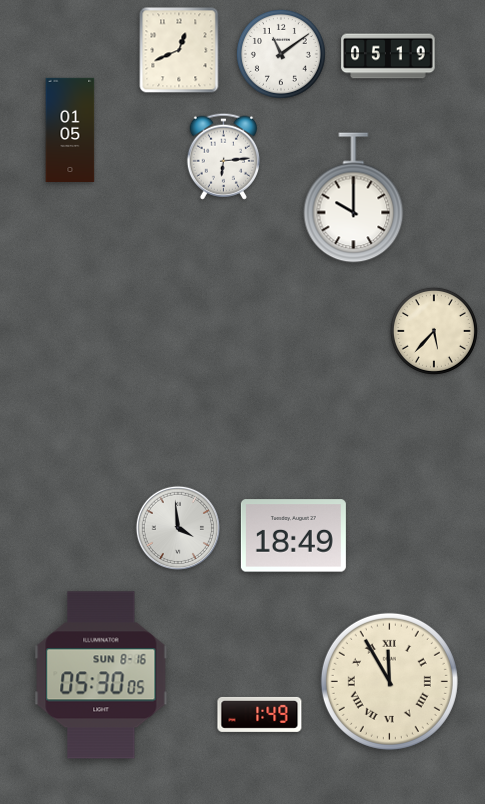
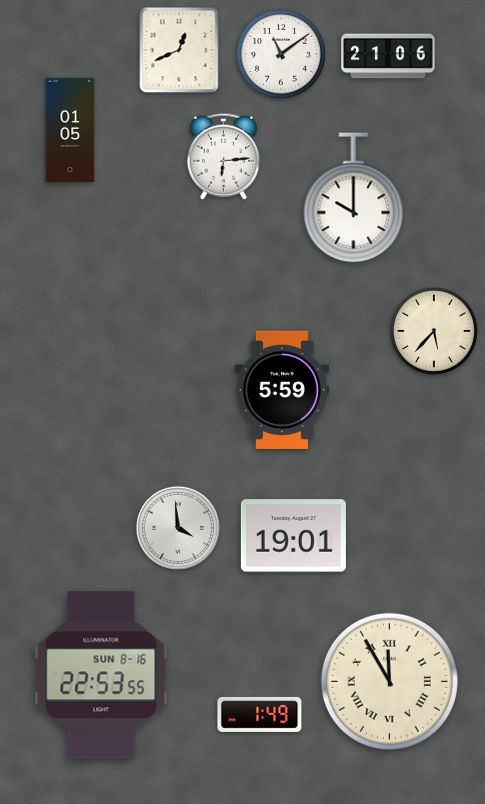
clock at (388, 56): 05:19 -> 21:06
clock at (281, 390): none -> 5:59
clock at (293, 536): 18:49 -> 19:01
clock at (101, 675): 05:30 -> 22:53
